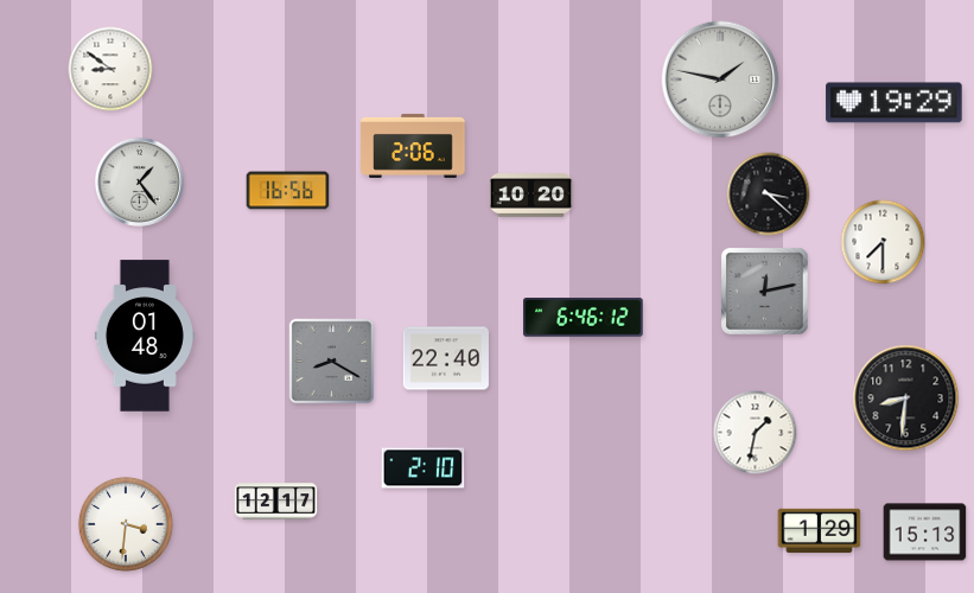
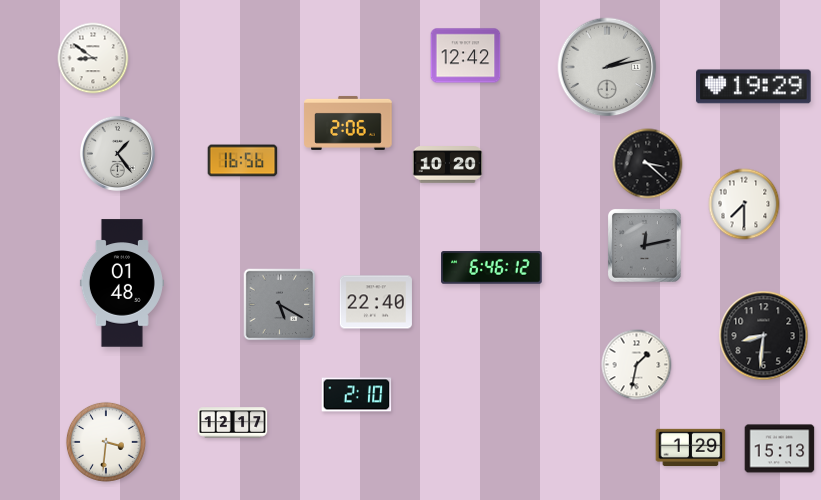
clock at (466, 56): none -> 12:42
clock at (720, 79): 1:47 -> 2:13
clock at (332, 362): 8:20 -> 5:20
